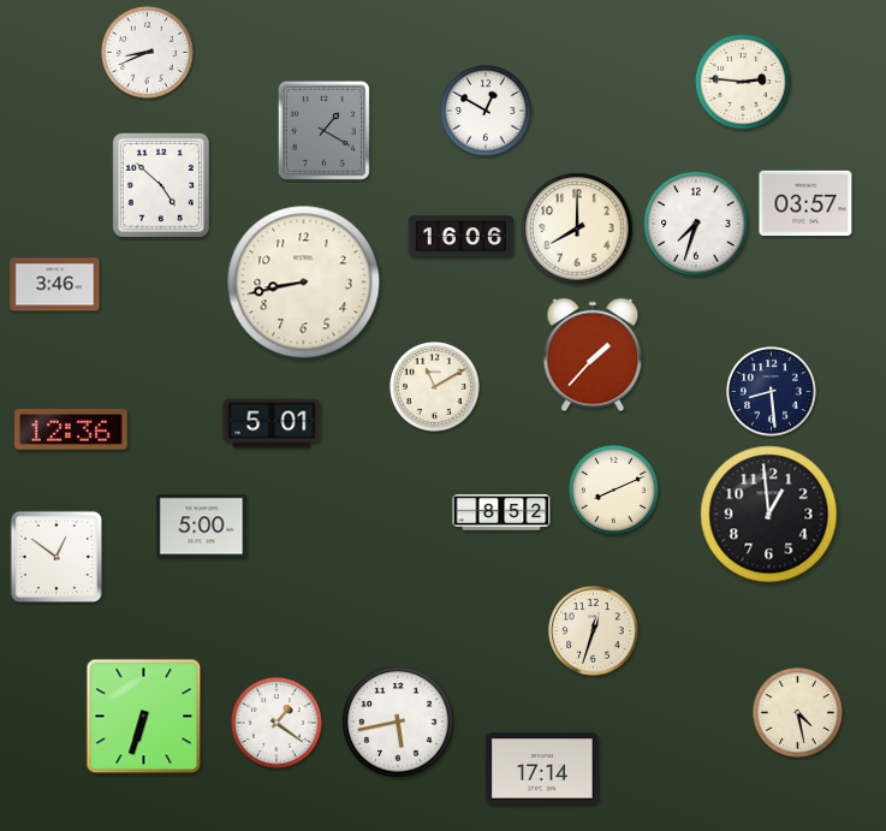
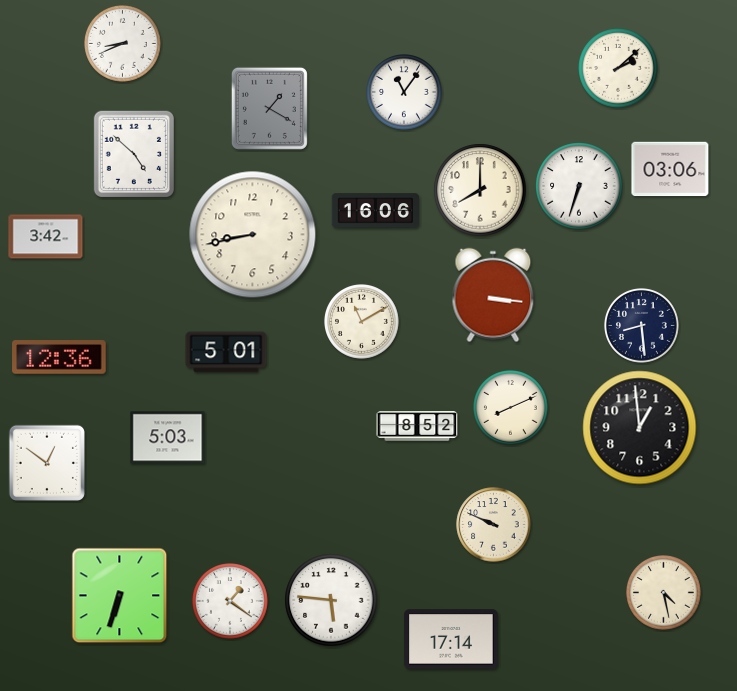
clock at (743, 82): 2:46 -> 2:08
clock at (487, 112): 12:50 -> 11:06
clock at (805, 203): 03:57 -> 03:06
clock at (696, 224): 7:33 -> 6:33
clock at (460, 237) position: (460, 237) -> (375, 211)
clock at (55, 285): 3:46 -> 3:42
clock at (593, 355): 1:37 -> 3:16
clock at (202, 527): 5:00 -> 5:03
clock at (594, 631): 12:33 -> 9:49
clock at (398, 722): 5:43 -> 5:46
